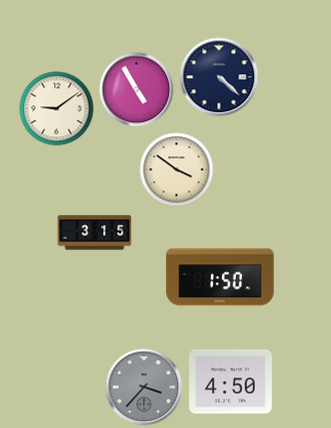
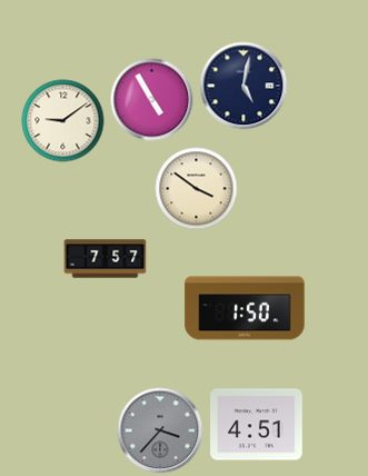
clock at (219, 77): 4:22 -> 5:02
clock at (95, 233): 3:15 -> 7:57
clock at (231, 382): 4:50 -> 4:51
